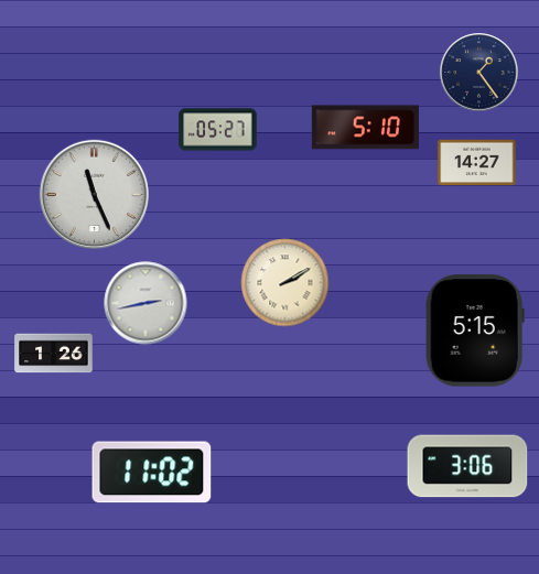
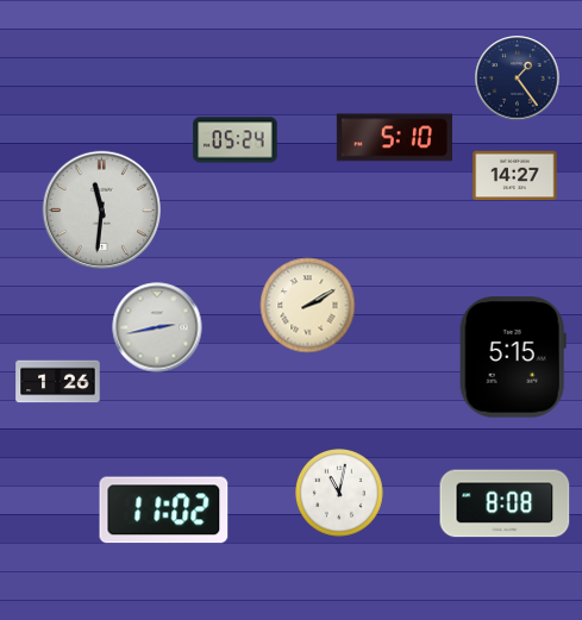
clock at (218, 130): 05:27 -> 05:24
clock at (94, 194): 11:26 -> 11:31
clock at (340, 494): none -> 11:02
clock at (467, 466): 3:06 -> 8:08
